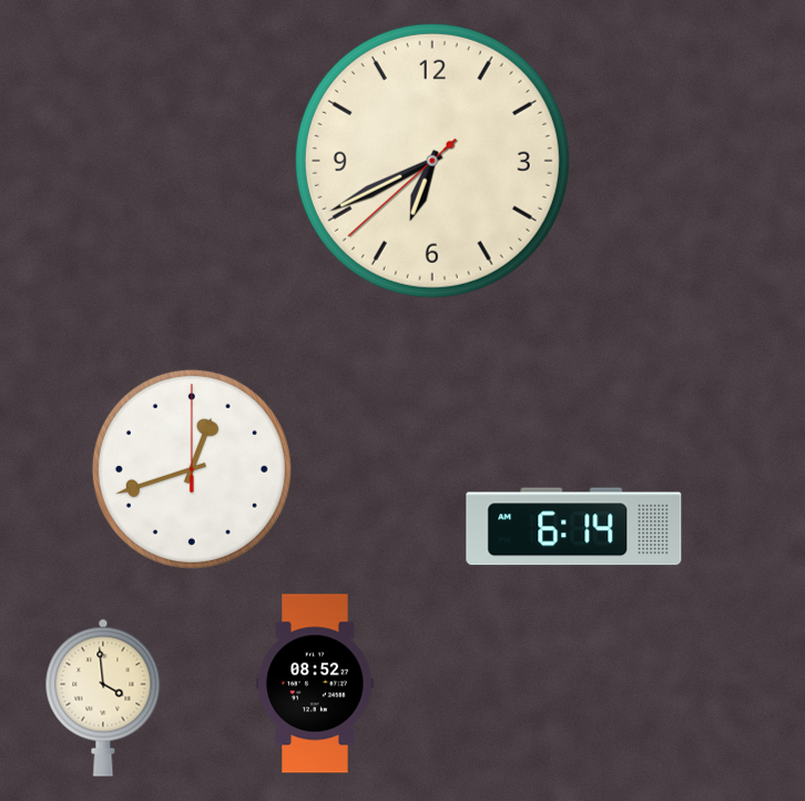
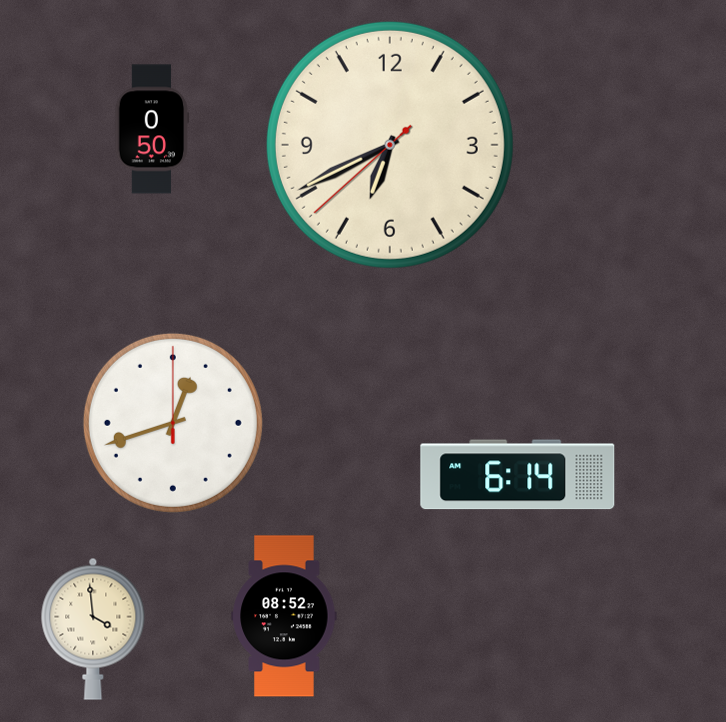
clock at (152, 129): none -> 0:50
